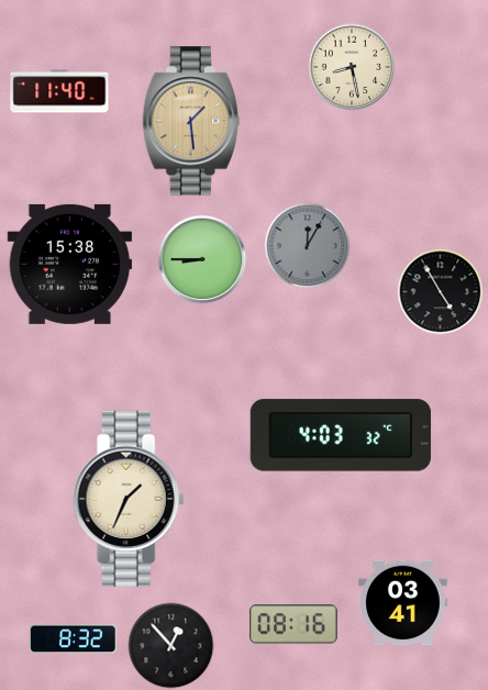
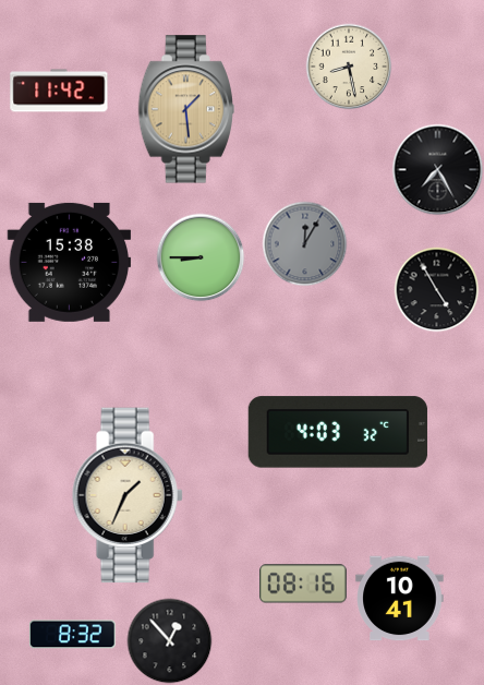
clock at (59, 91): 11:40 -> 11:42
clock at (190, 121) position: (190, 121) -> (185, 109)
clock at (437, 169): none -> 7:25
clock at (403, 603): 03:41 -> 10:41
clock at (293, 624) position: (293, 624) -> (303, 584)
